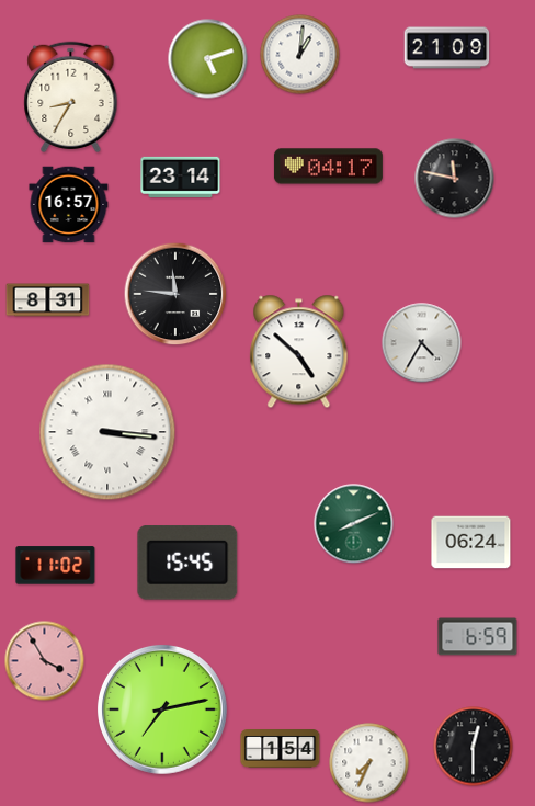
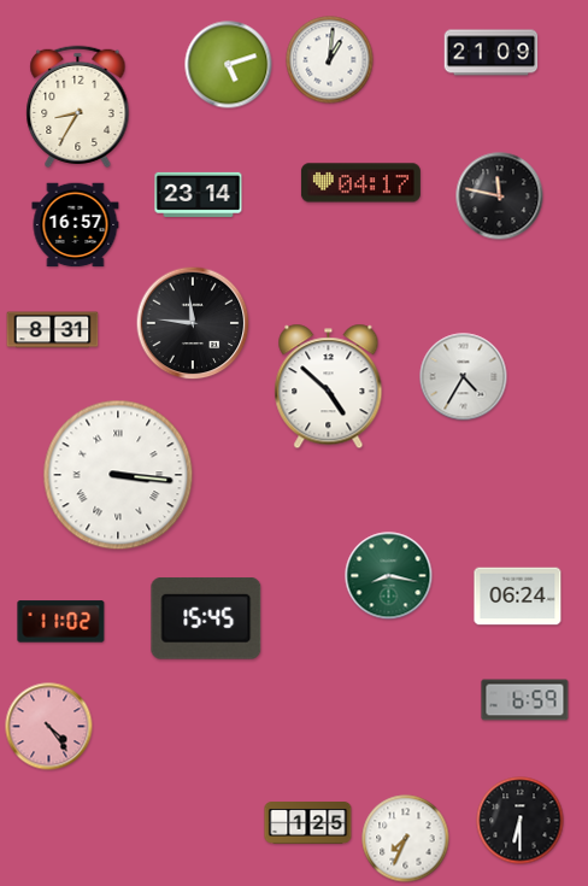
clock at (354, 524): 8:11 -> 8:17
clock at (45, 661): 3:55 -> 4:24
clock at (162, 709): 7:13 -> none
clock at (474, 747): 12:30 -> 6:30
clock at (281, 749): 1:54 -> 1:25
